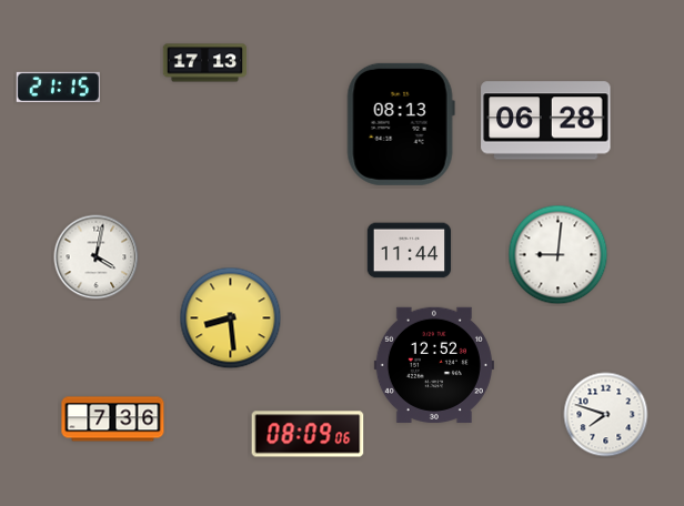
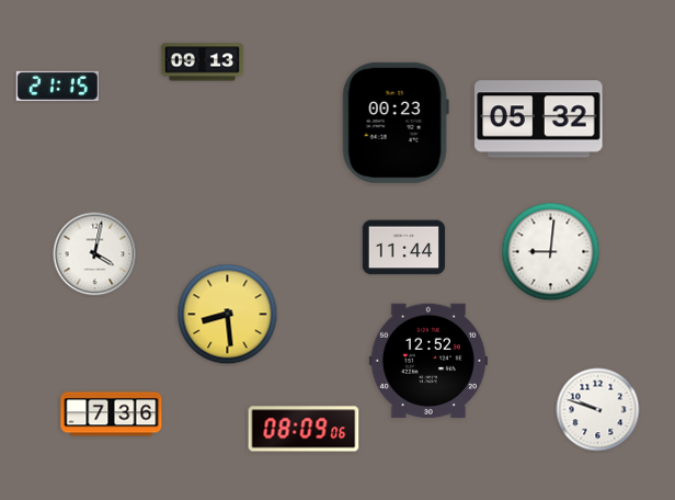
clock at (205, 63): 17:13 -> 09:13
clock at (546, 121): 06:28 -> 05:32
clock at (401, 124): 08:13 -> 00:23
clock at (606, 415): 7:48 -> 9:48
